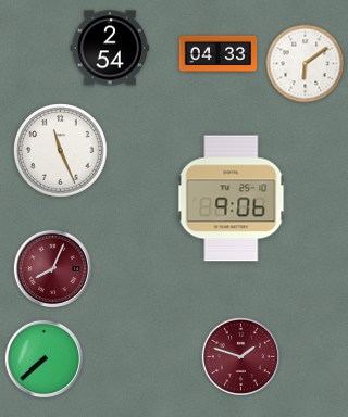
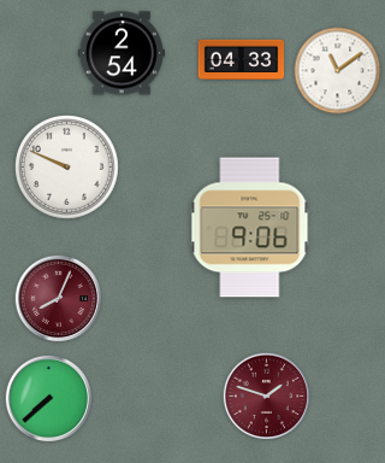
clock at (306, 64): 6:09 -> 11:09
clock at (61, 151): 11:26 -> 9:49
clock at (232, 199) position: (232, 199) -> (250, 228)
